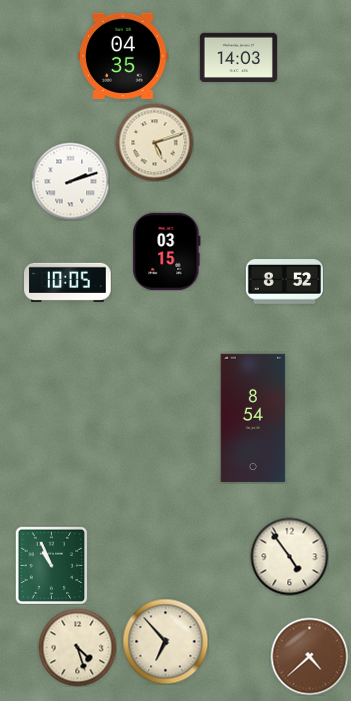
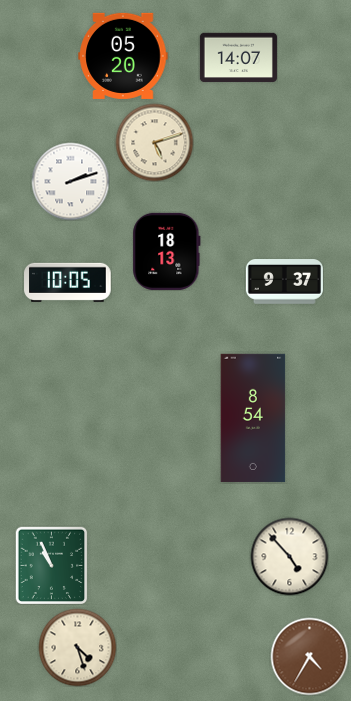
clock at (123, 56): 04:35 -> 05:20
clock at (238, 58): 14:03 -> 14:07
clock at (167, 251): 03:15 -> 18:13
clock at (284, 282): 8:52 -> 9:37
clock at (289, 556): 4:54 -> 4:53
clock at (165, 641): 6:53 -> none
clock at (309, 656): 4:38 -> 4:35
